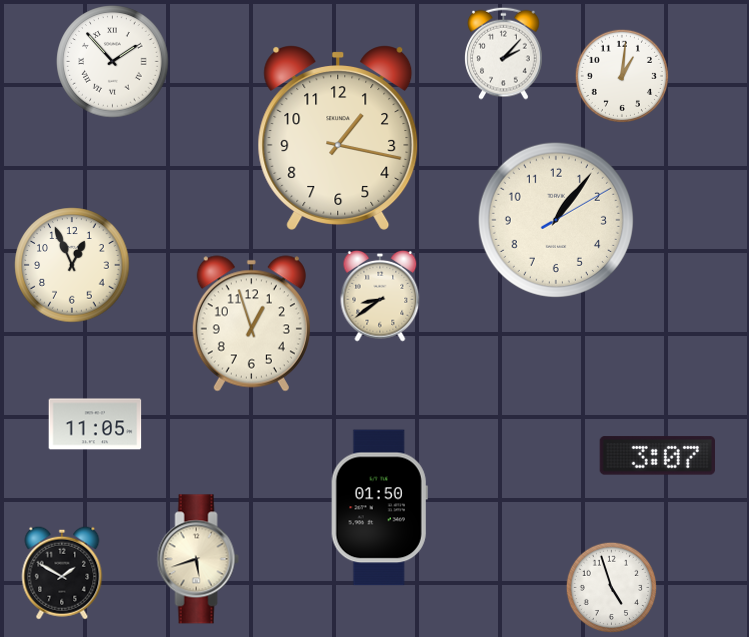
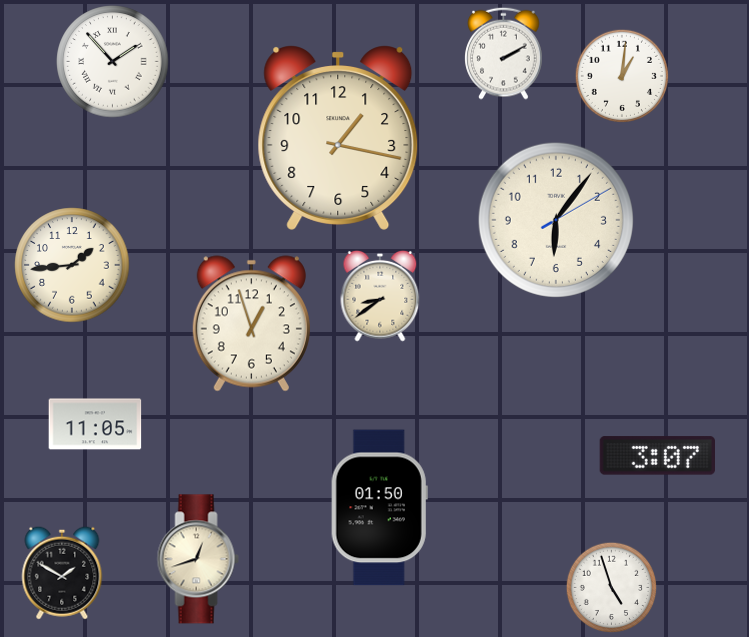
clock at (504, 53): 2:07 -> 2:10
clock at (556, 220): 1:06 -> 6:06
clock at (72, 265): 12:56 -> 1:44
clock at (198, 559): 5:42 -> 12:42
